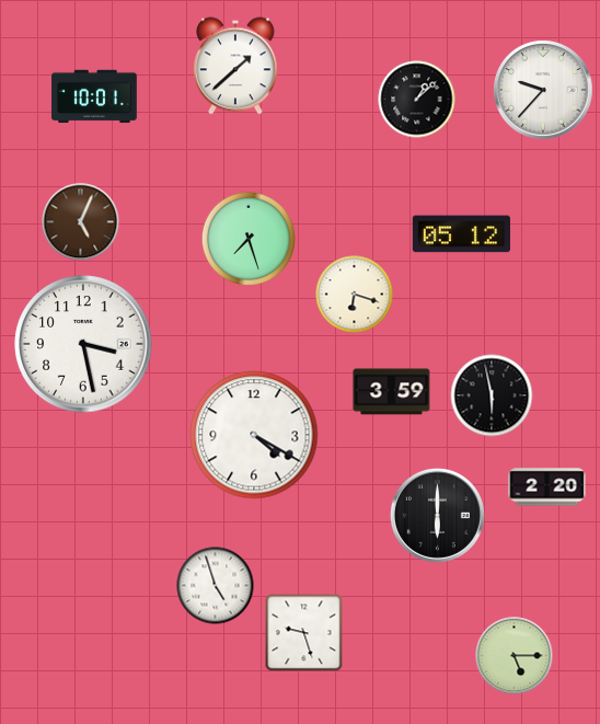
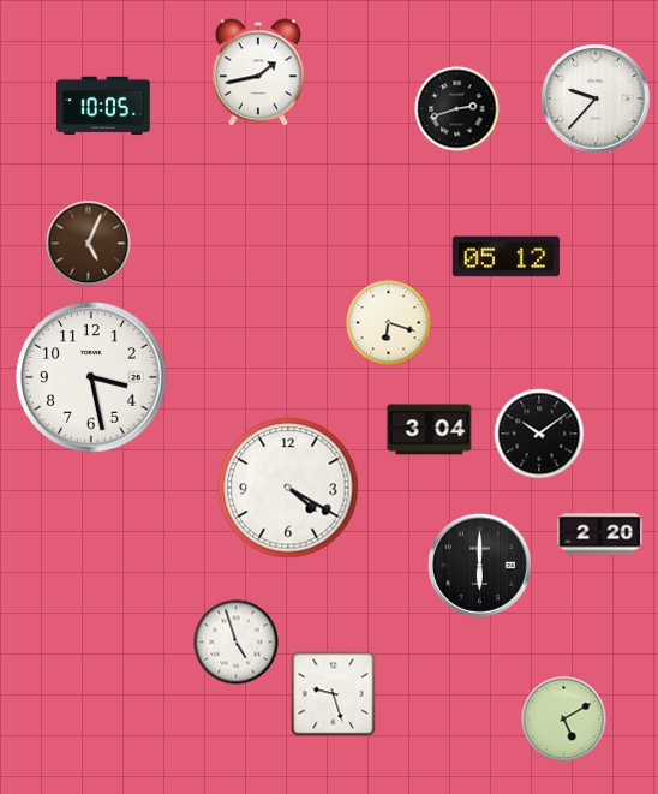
clock at (235, 66): 1:38 -> 1:43
clock at (94, 96): 10:01 -> 10:05
clock at (417, 100): 1:08 -> 2:42
clock at (249, 239): 7:27 -> none
clock at (392, 392): 3:59 -> 3:04
clock at (492, 395): 5:58 -> 10:09
clock at (254, 435) position: (254, 435) -> (288, 488)
clock at (515, 656): 5:15 -> 5:10
